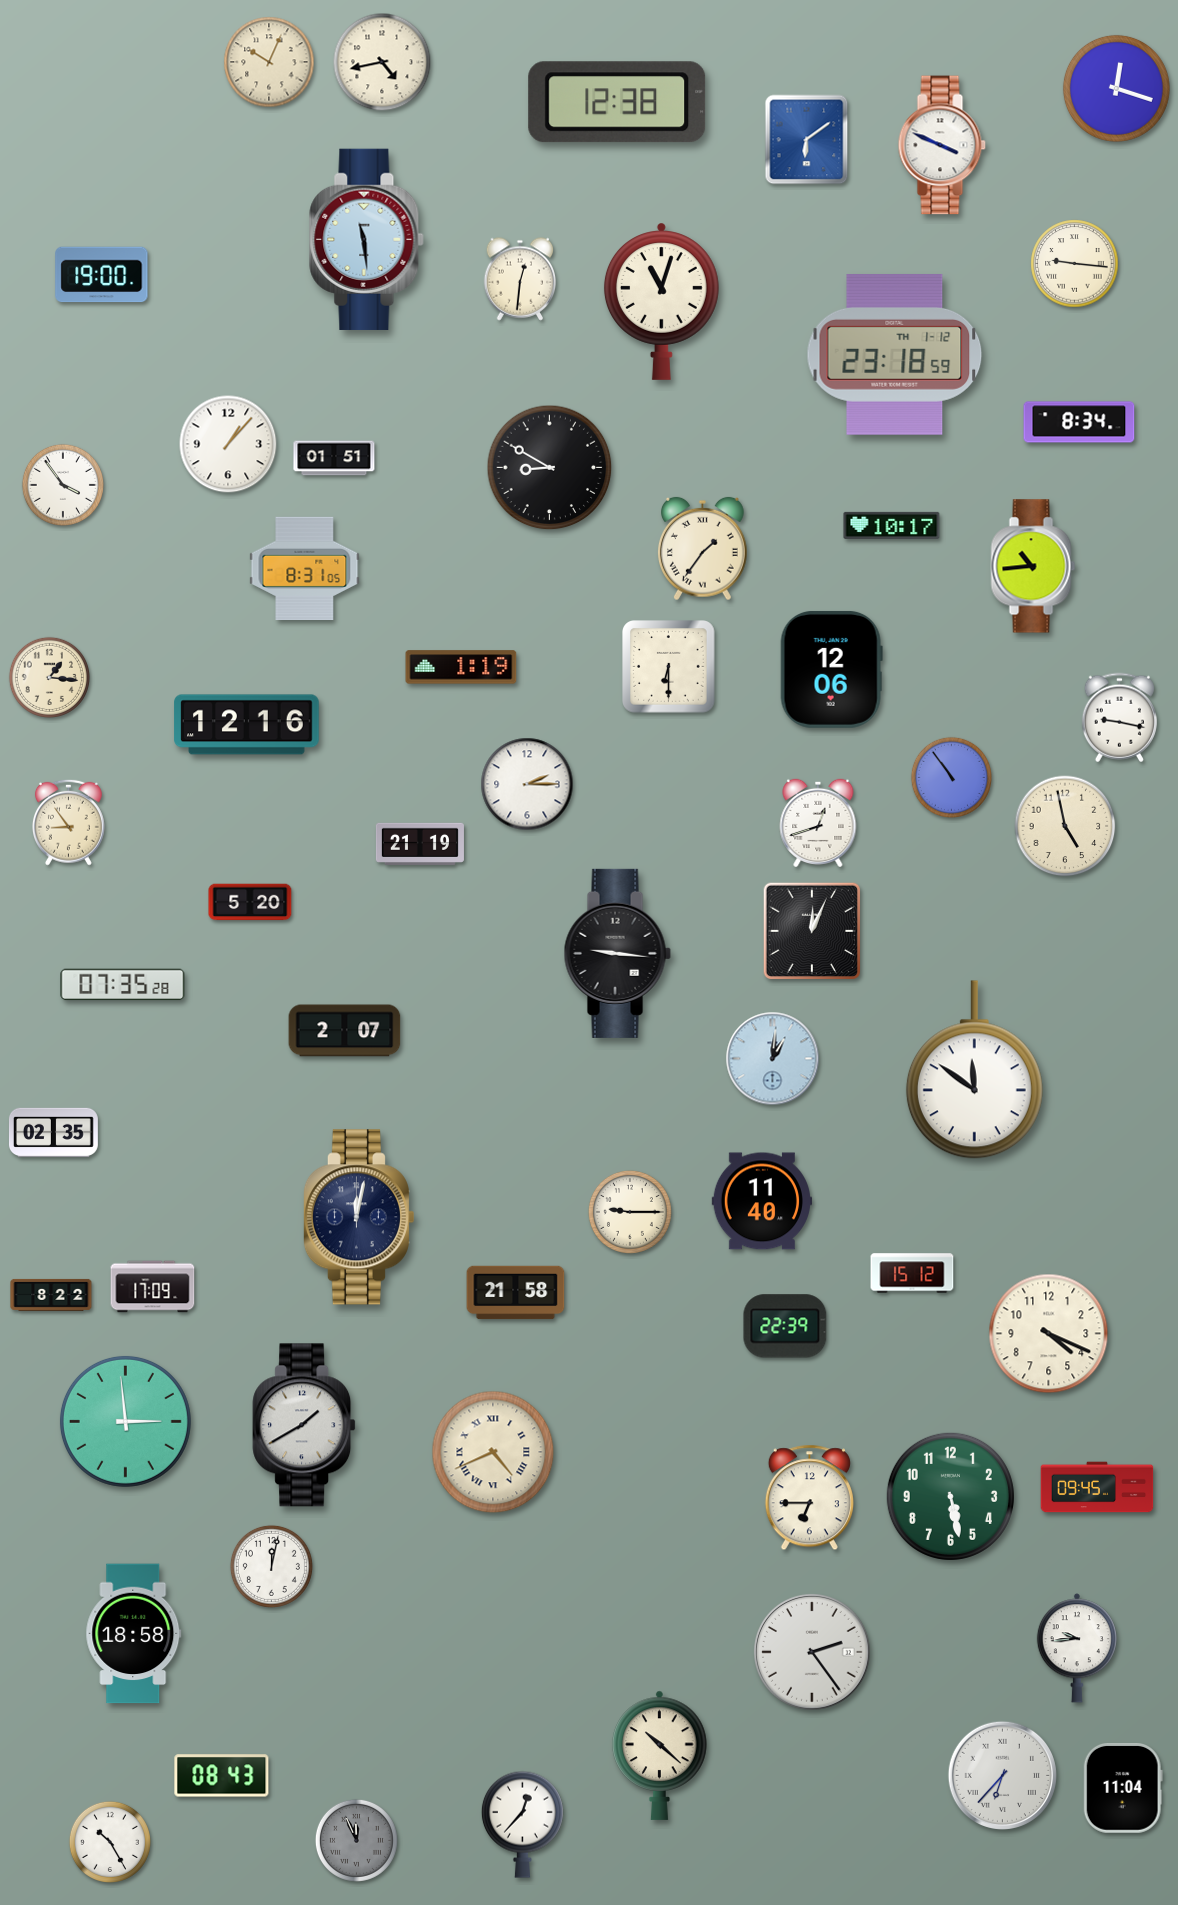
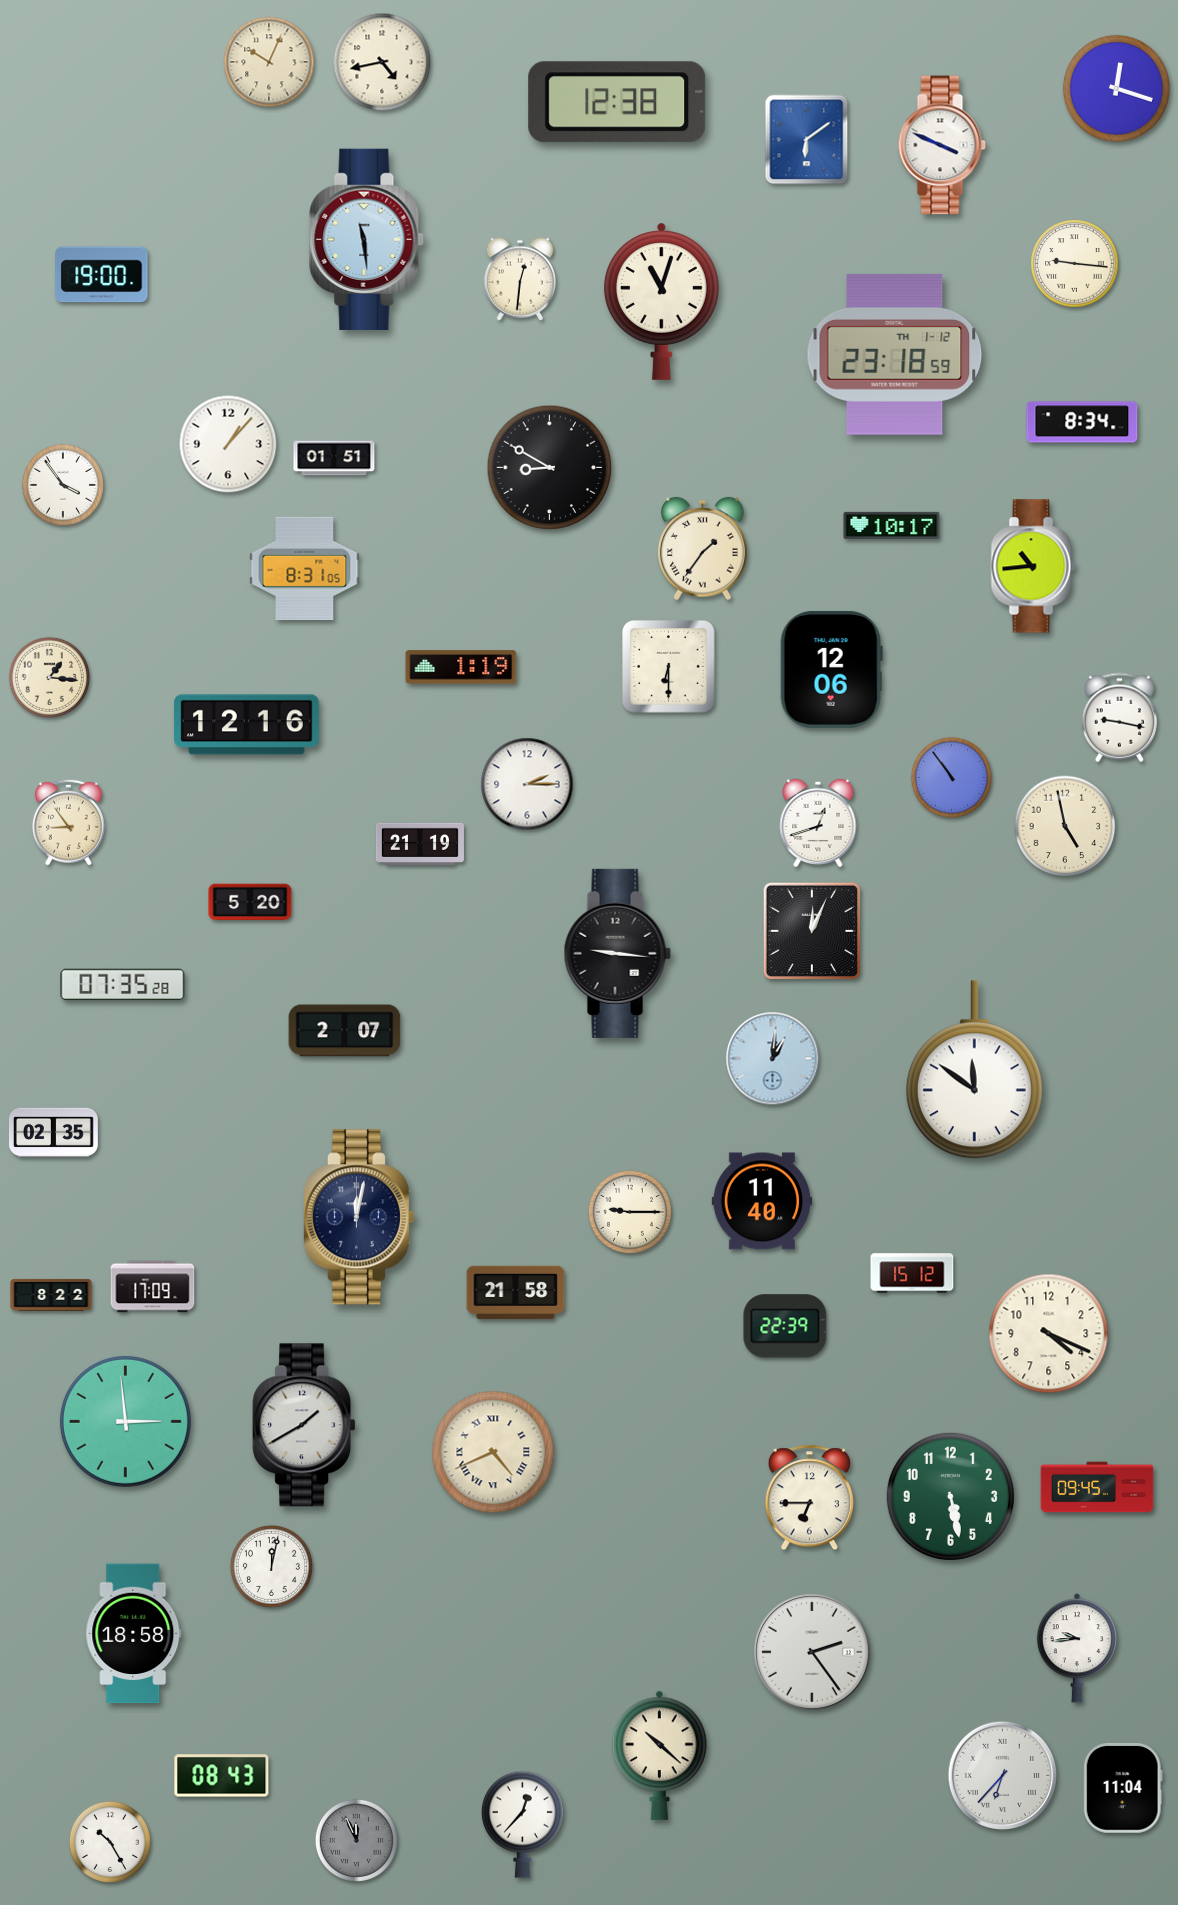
clock at (1079, 422) position: (1079, 422) -> (1082, 422)
